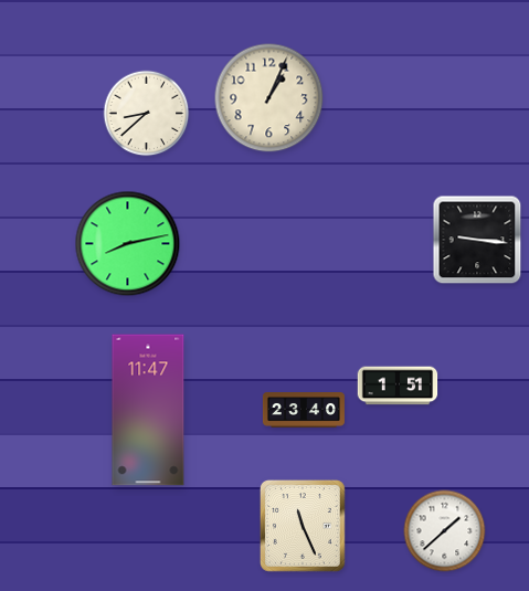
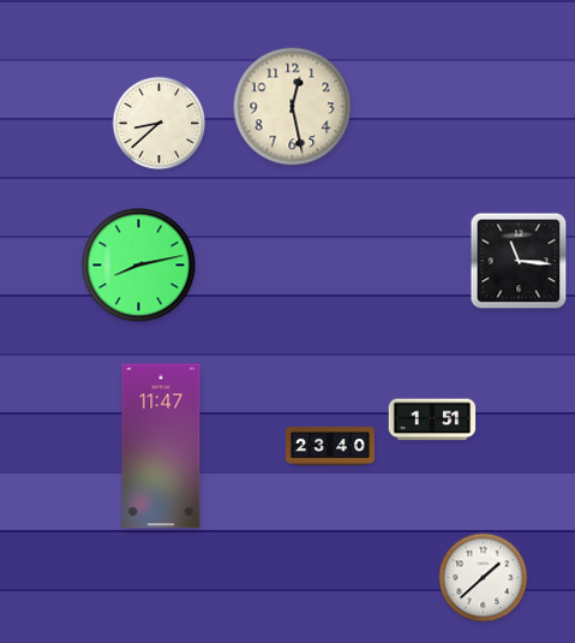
clock at (269, 98): 1:04 -> 12:28
clock at (477, 240): 9:16 -> 11:16
clock at (303, 527): 11:26 -> none
